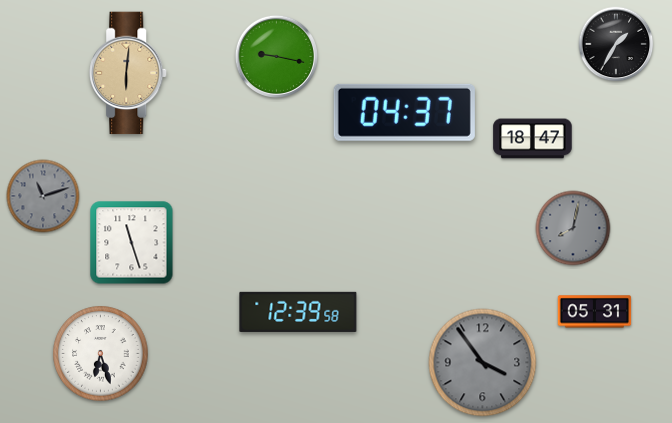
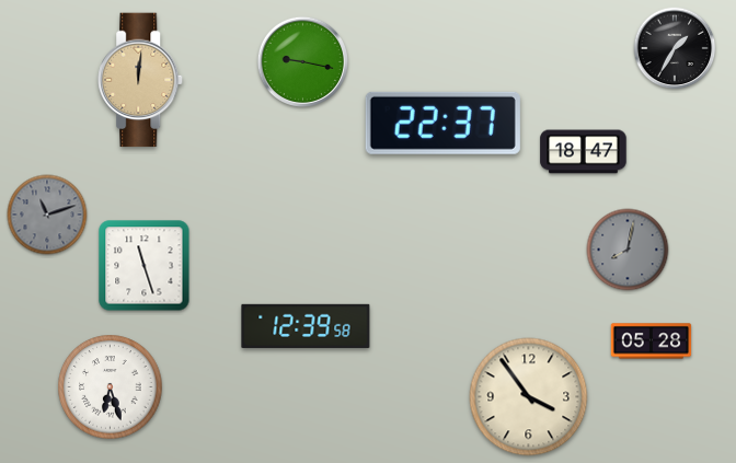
clock at (129, 73): 6:01 -> 12:01
clock at (404, 112): 04:37 -> 22:37
clock at (298, 312) position: (298, 312) -> (306, 326)
clock at (595, 312): 05:31 -> 05:28
clock at (483, 363) dial: grey -> cream
